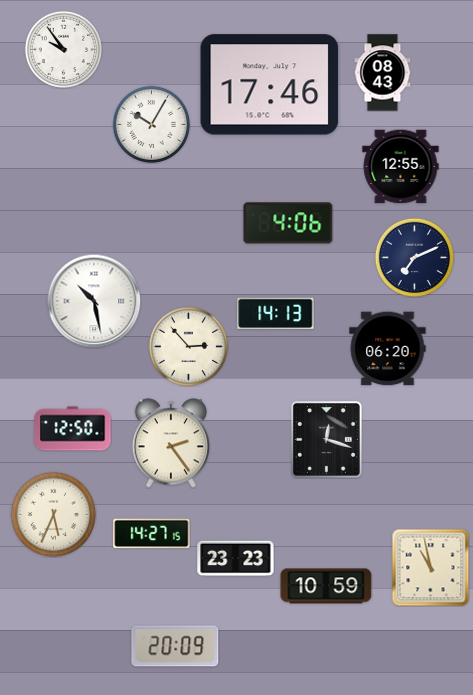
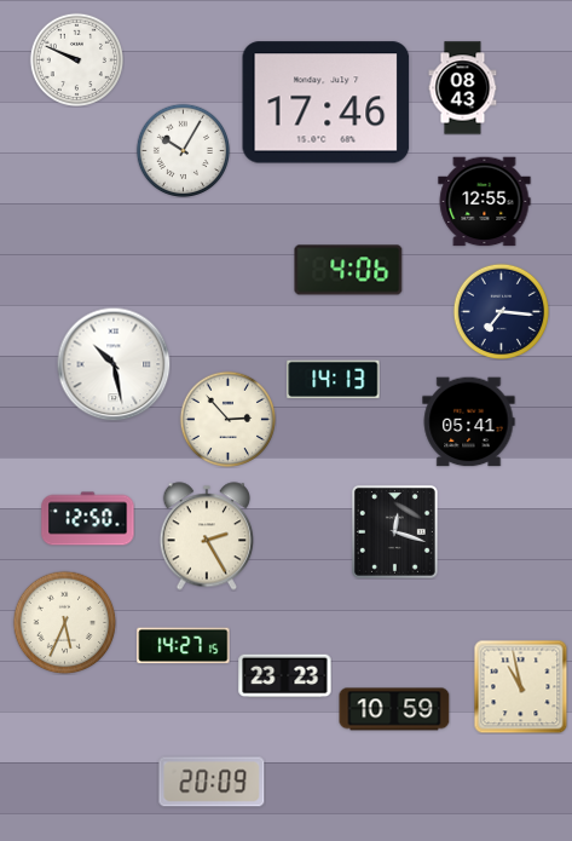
clock at (63, 49): 9:54 -> 9:49
clock at (414, 257): 7:11 -> 7:16
clock at (388, 349): 06:20 -> 05:41
clock at (170, 443): 2:24 -> 2:25
